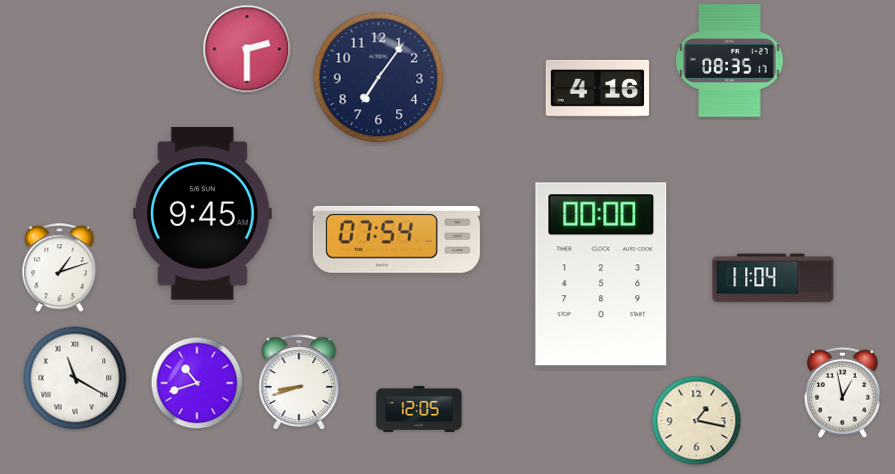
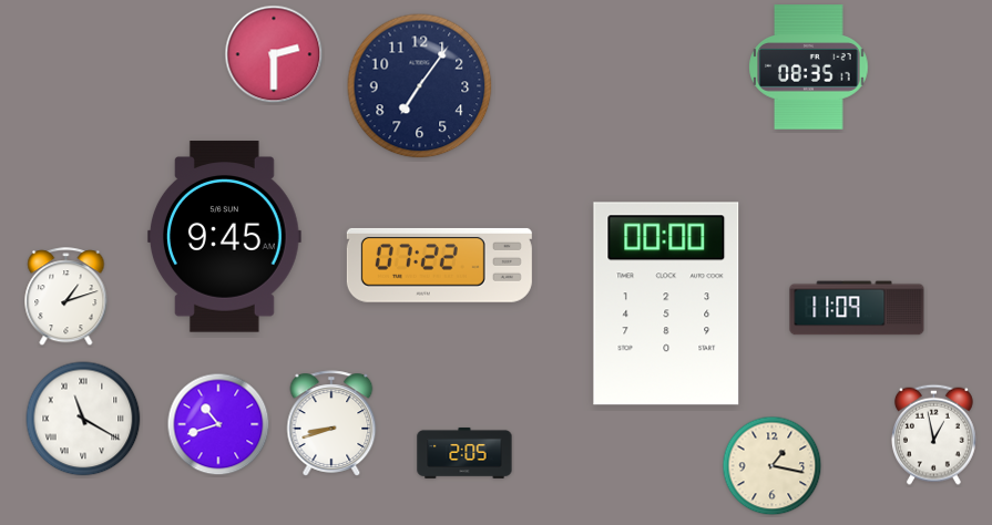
clock at (597, 88): 4:16 -> none
clock at (396, 239): 07:54 -> 07:22
clock at (773, 278): 11:04 -> 11:09
clock at (419, 409): 12:05 -> 2:05
